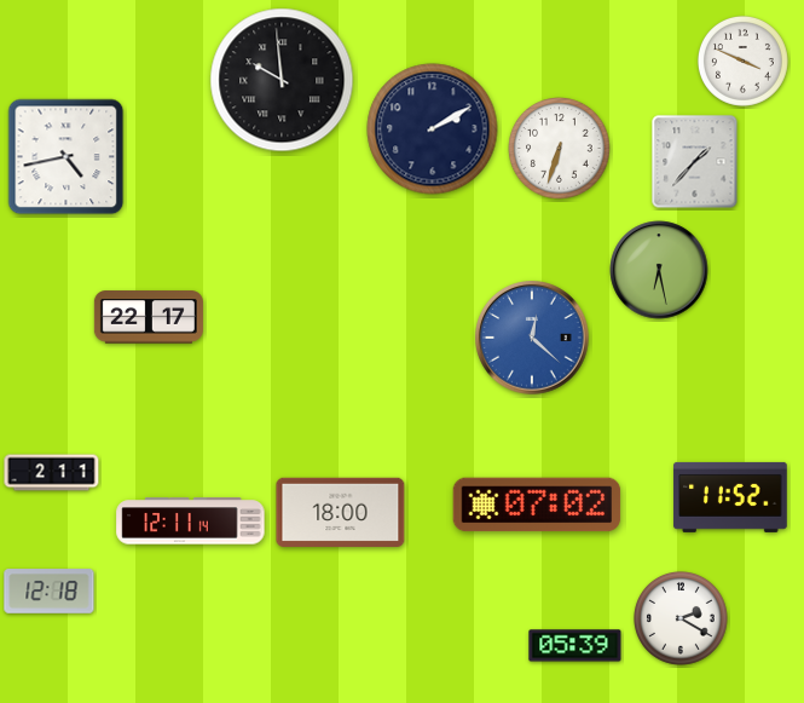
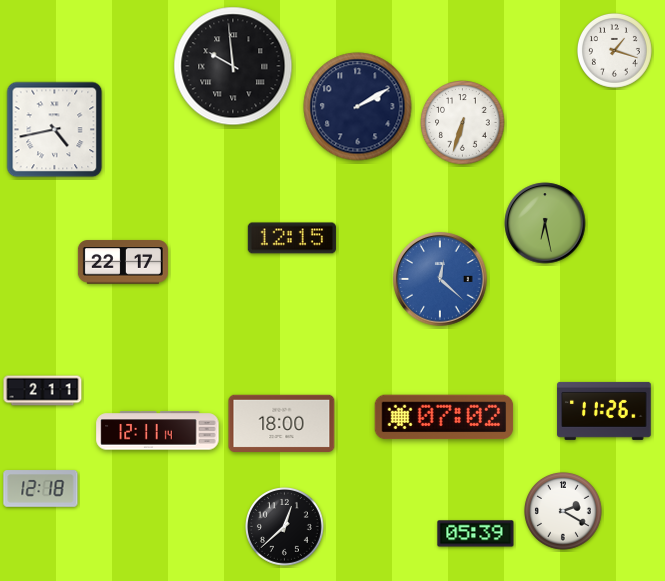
clock at (742, 60): 3:49 -> 1:18
clock at (695, 162): 1:37 -> none
clock at (291, 238): none -> 12:15
clock at (730, 497): 11:52 -> 11:26
clock at (285, 527): none -> 12:38
